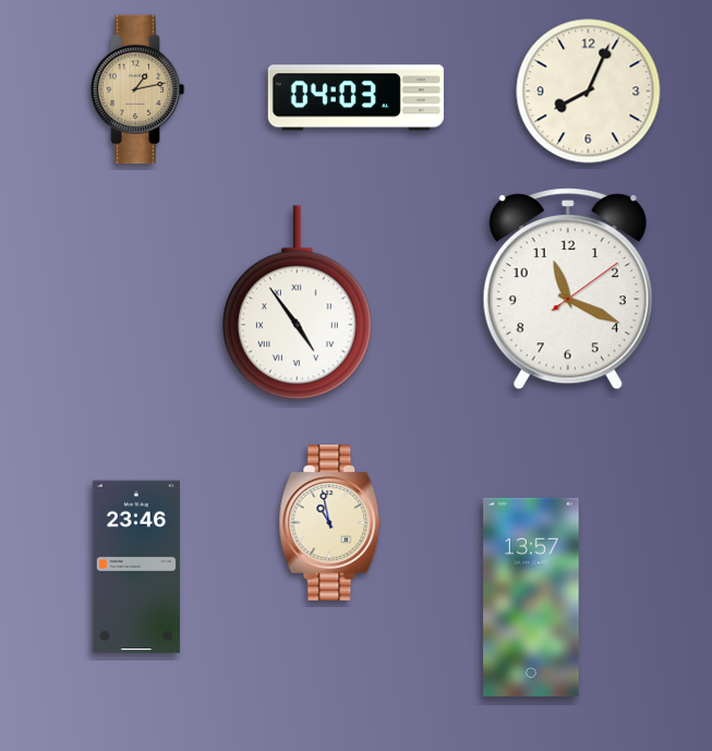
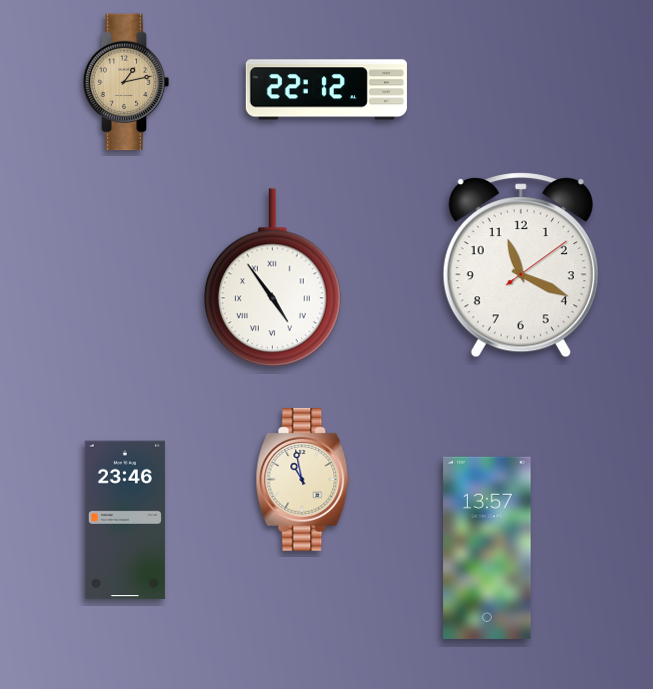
clock at (589, 92): 8:04 -> none
clock at (355, 98): 04:03 -> 22:12
